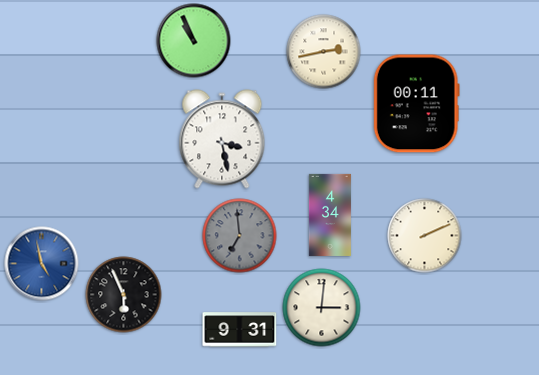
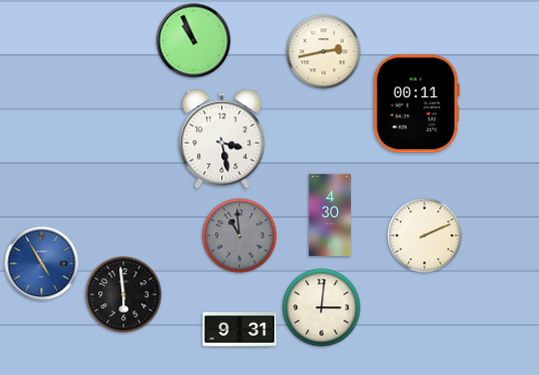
clock at (330, 215): 4:34 -> 4:30
clock at (240, 236): 6:59 -> 10:59
clock at (42, 264): 4:58 -> 4:55
clock at (124, 295): 5:56 -> 5:59
